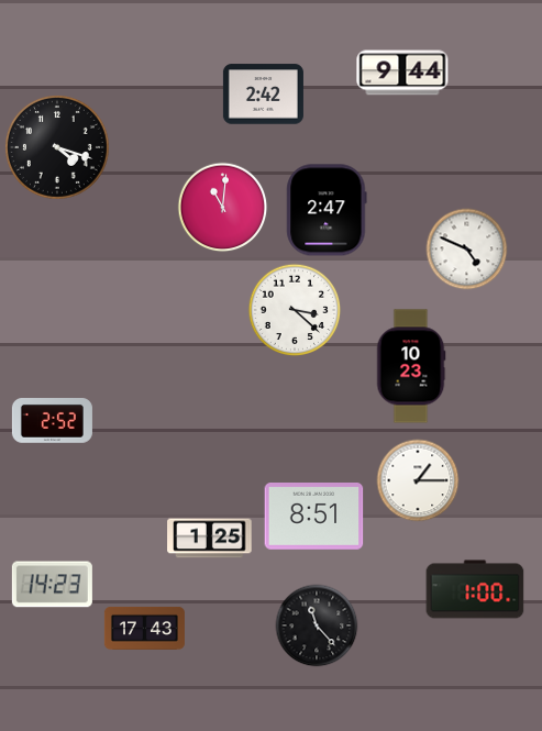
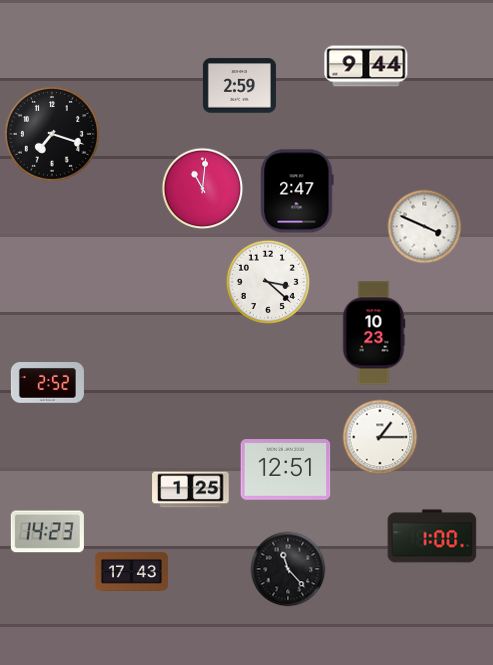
clock at (263, 95): 2:42 -> 2:59
clock at (57, 147): 4:18 -> 7:18
clock at (467, 250): 4:49 -> 3:49
clock at (314, 517): 8:51 -> 12:51
